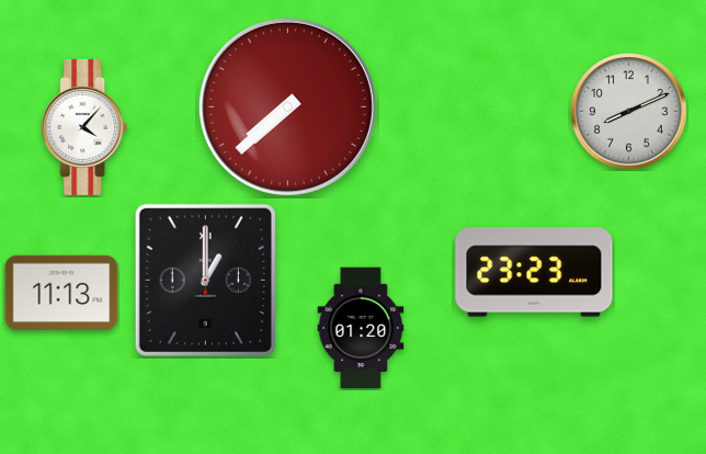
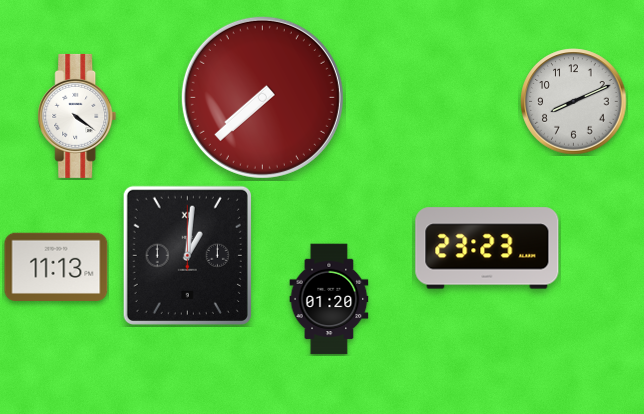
clock at (84, 127): 4:07 -> 4:21
clock at (205, 280): 1:00 -> 1:01
